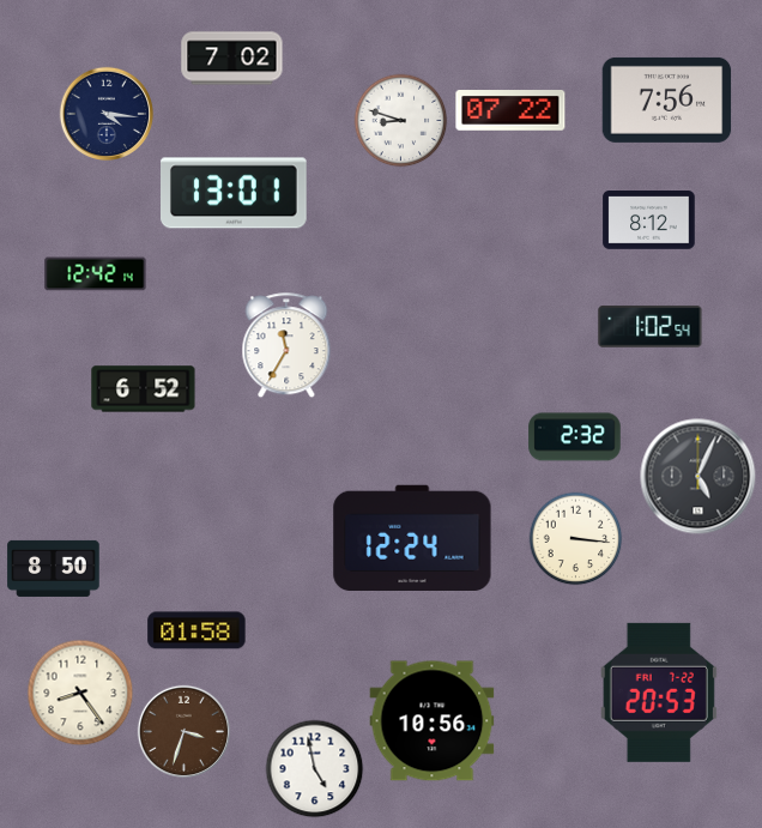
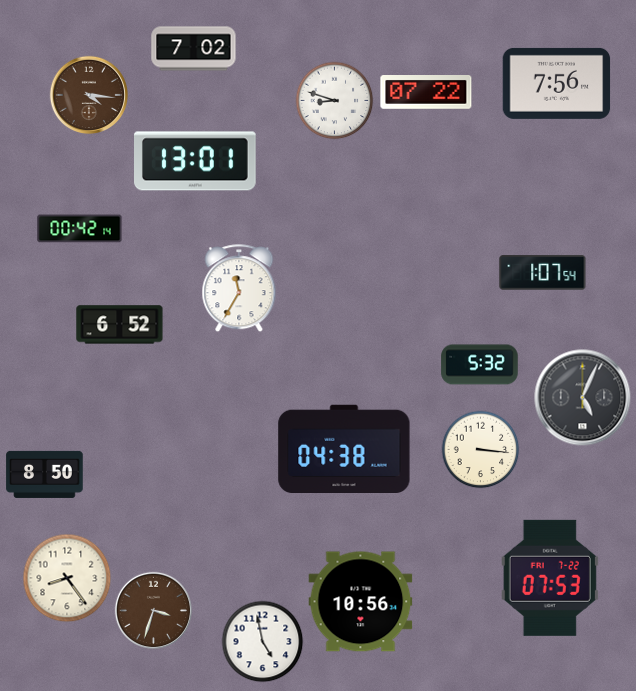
clock at (105, 113) dial: navy -> brown
clock at (649, 220): 8:12 -> none
clock at (96, 274): 12:42 -> 00:42
clock at (651, 327): 1:02 -> 1:07
clock at (575, 437): 2:32 -> 5:32
clock at (412, 538): 12:24 -> 04:38
clock at (196, 630): 01:58 -> none
clock at (659, 693): 20:53 -> 07:53
